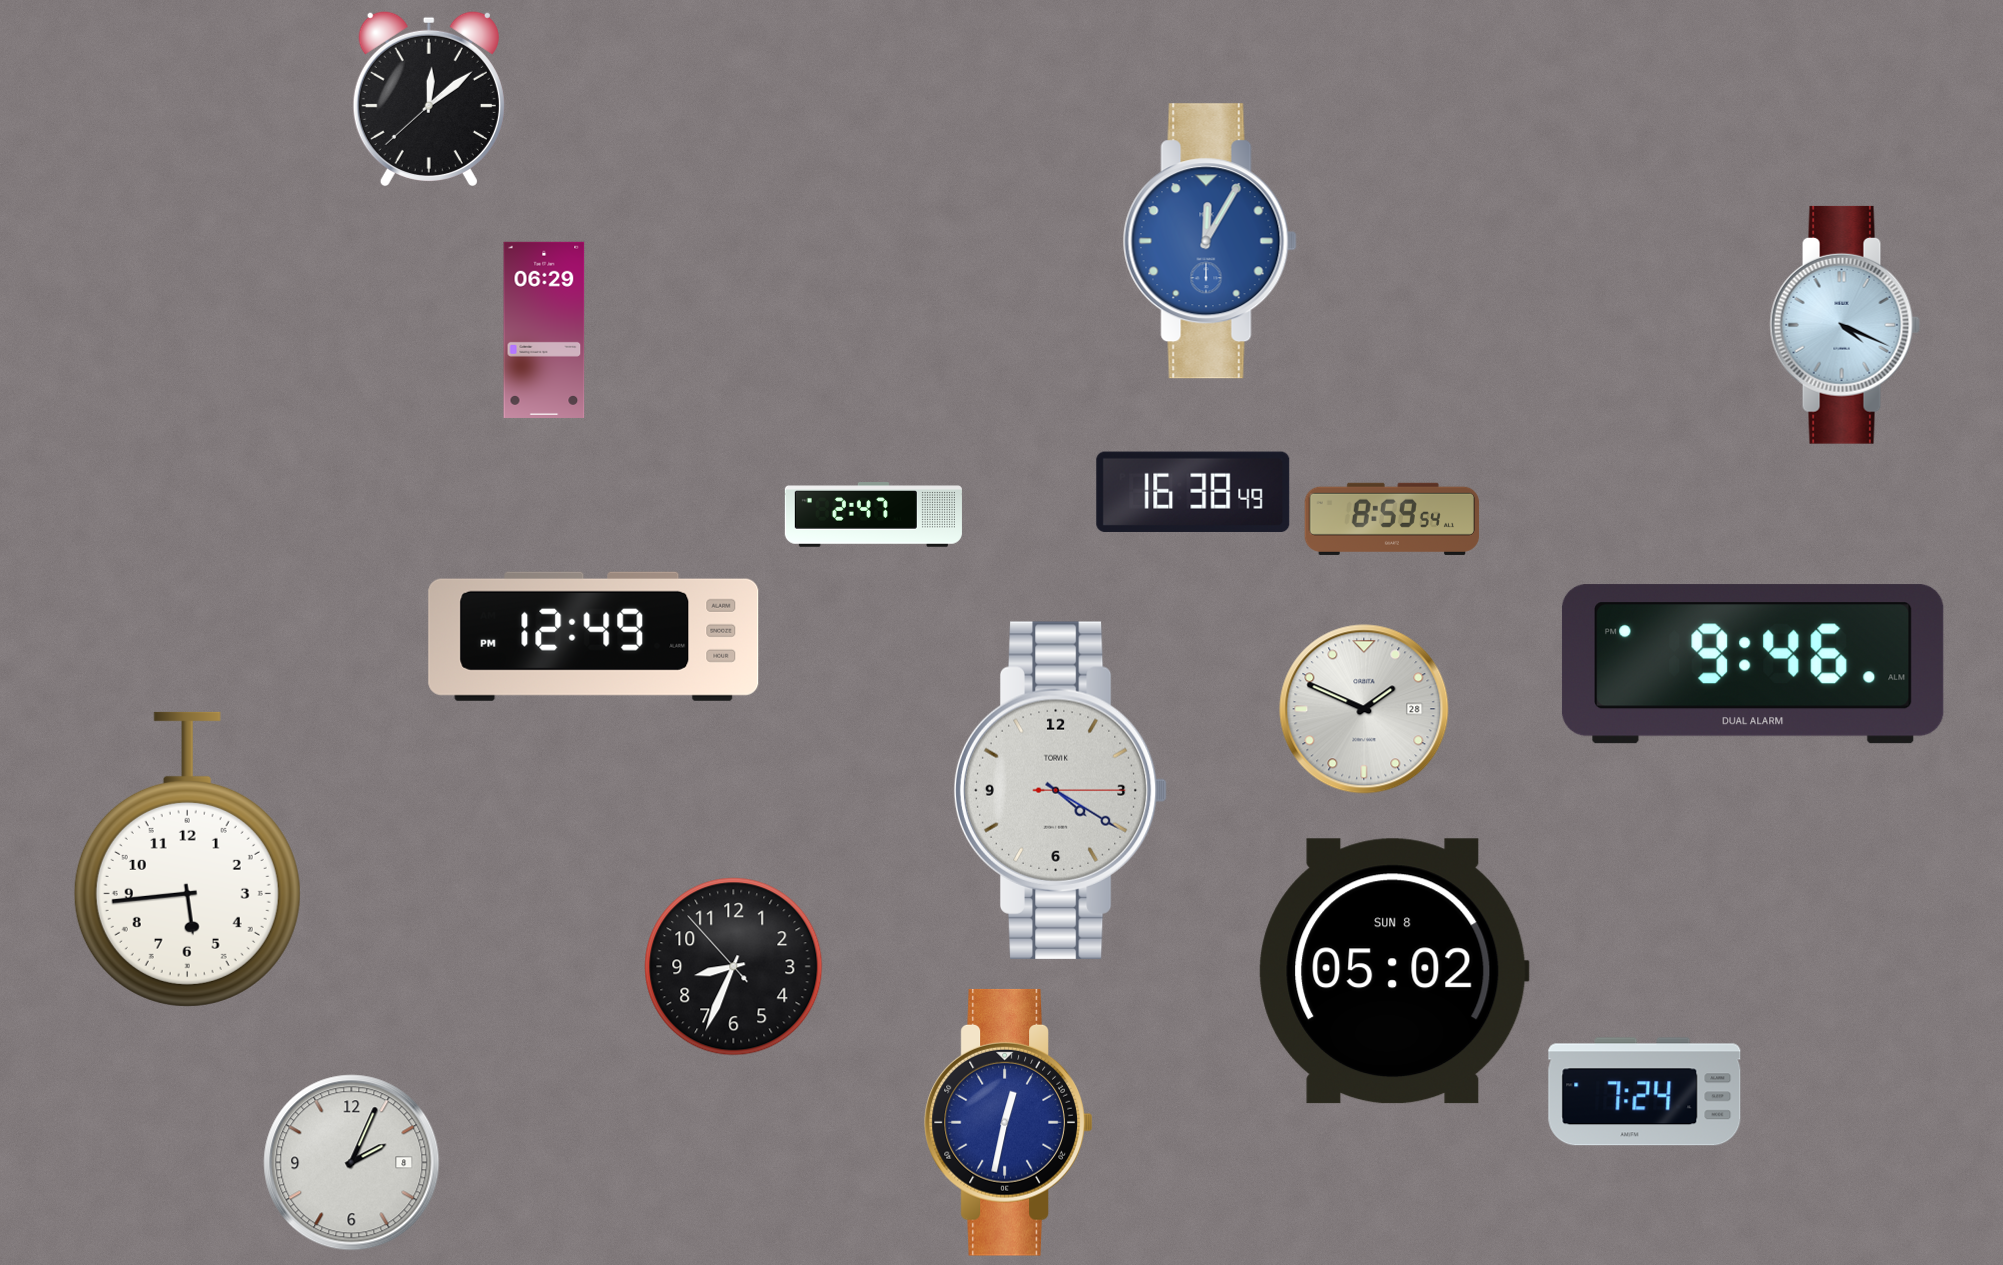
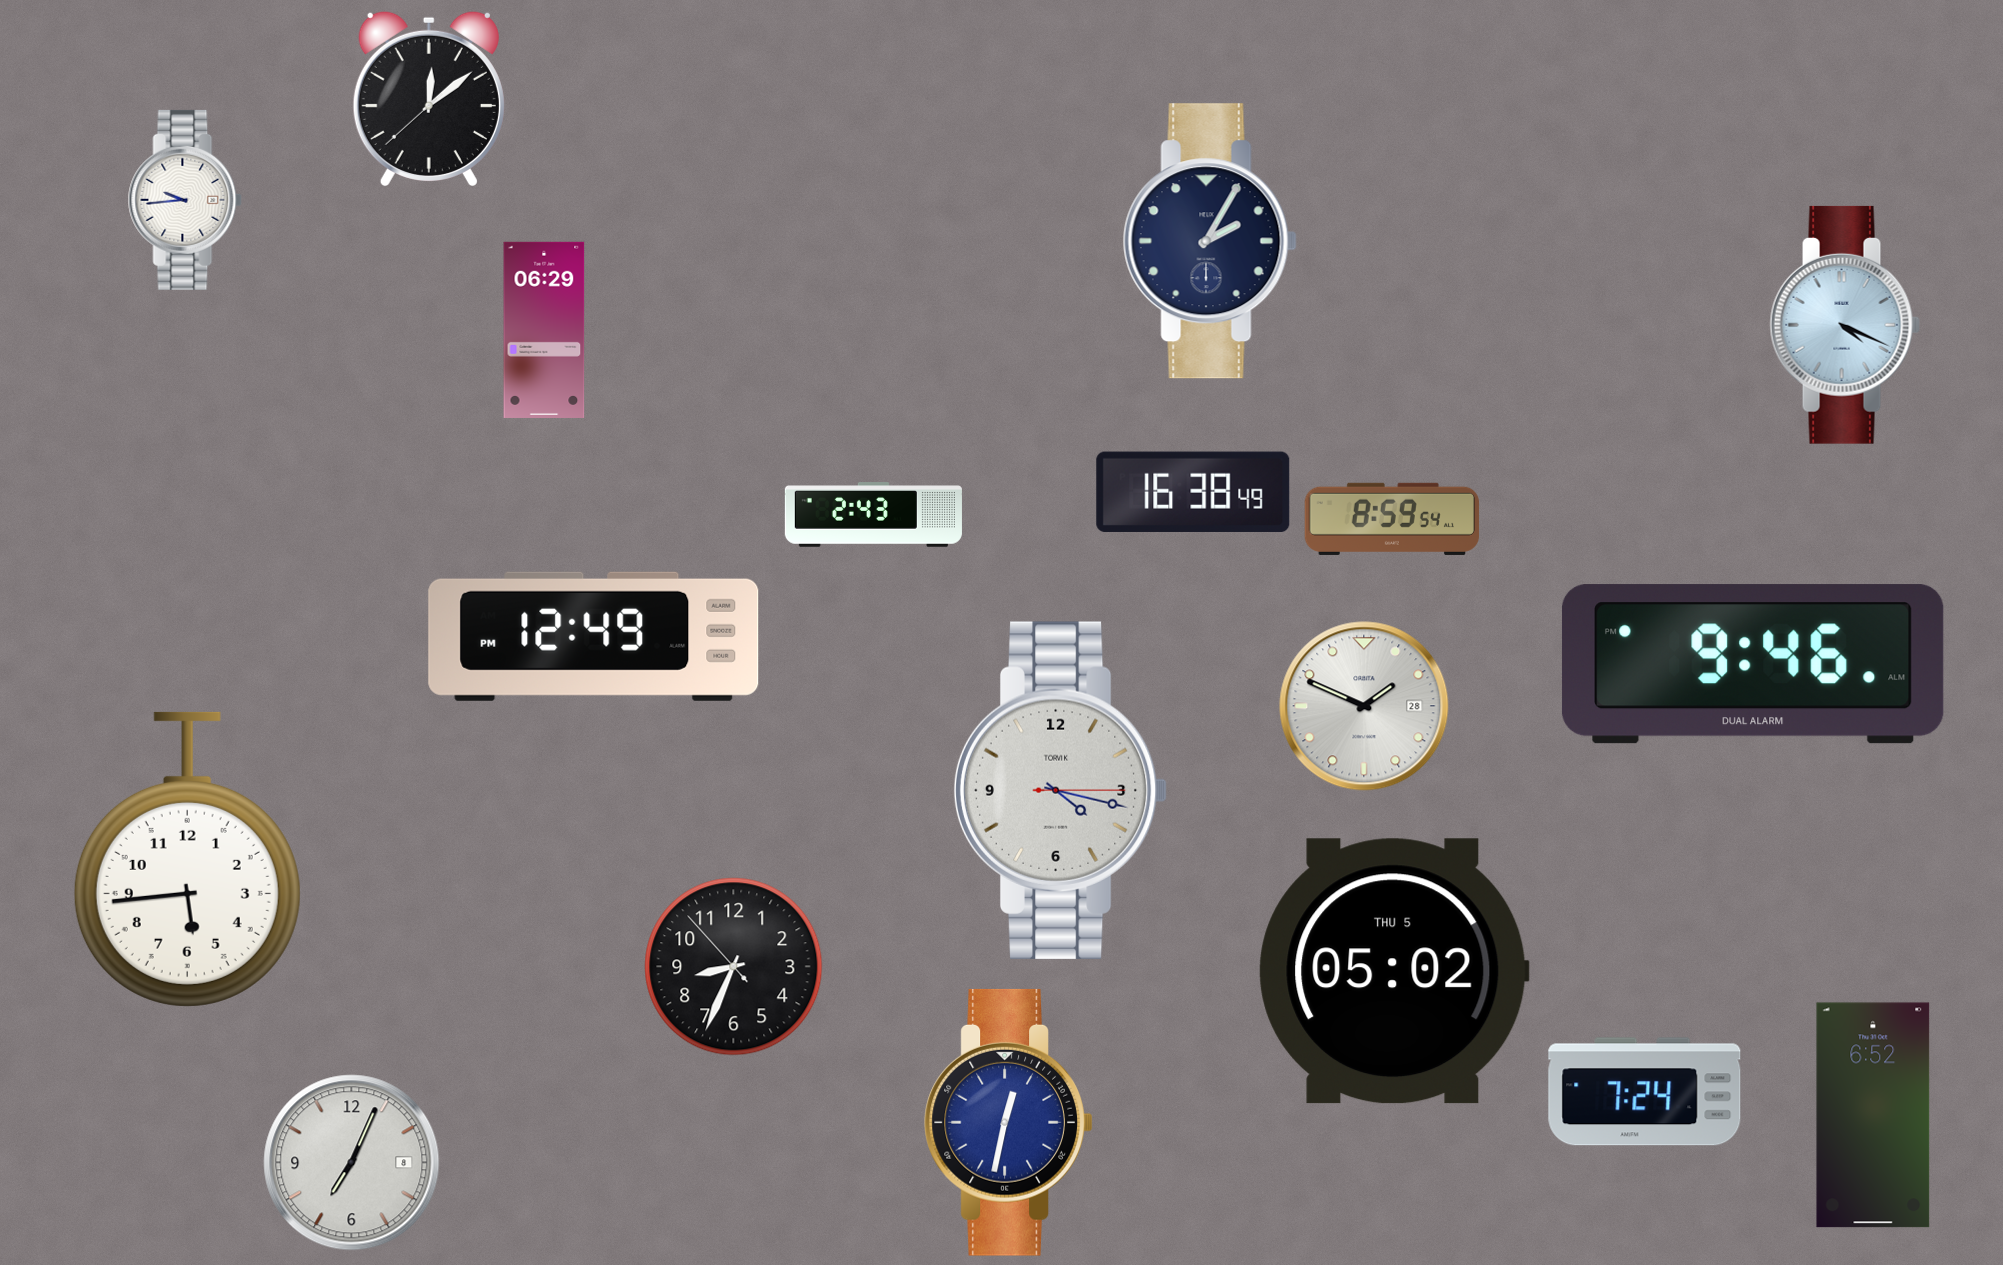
clock at (185, 200): none -> 9:44
clock at (1210, 241): 12:05 -> 2:05
clock at (1210, 241) dial: blue -> navy
clock at (873, 515): 2:47 -> 2:43
clock at (1364, 709) position: (1364, 709) -> (1364, 706)
clock at (1061, 790): 4:20 -> 4:17
clock at (1394, 971) date: SUN 8 -> THU 5
clock at (1873, 1115): none -> 6:52
clock at (352, 1163): 2:04 -> 7:04
